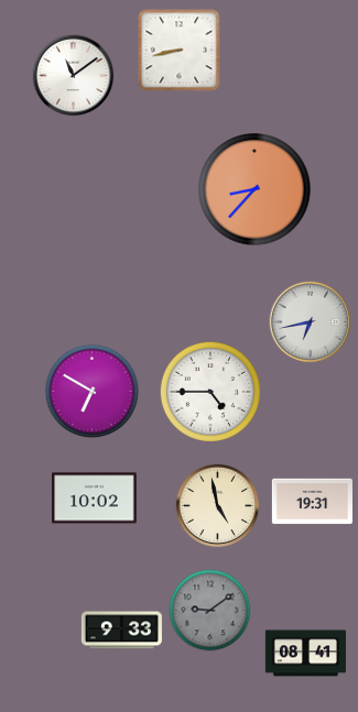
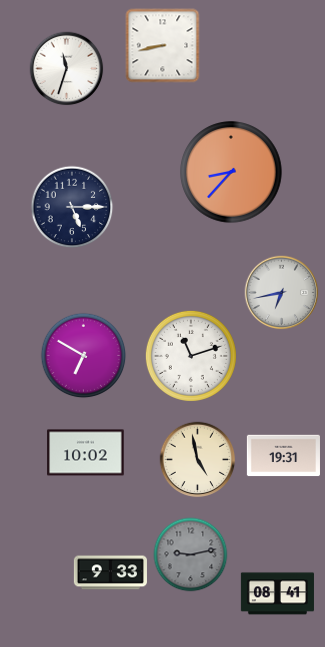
clock at (74, 76): 11:09 -> 11:33
clock at (72, 207): none -> 5:15
clock at (210, 392): 4:45 -> 11:12
clock at (210, 611): 9:09 -> 9:13
